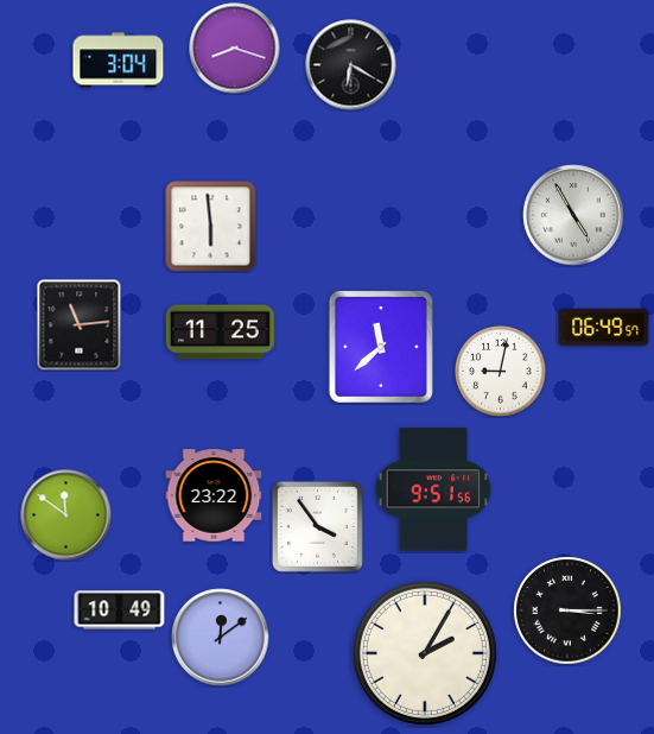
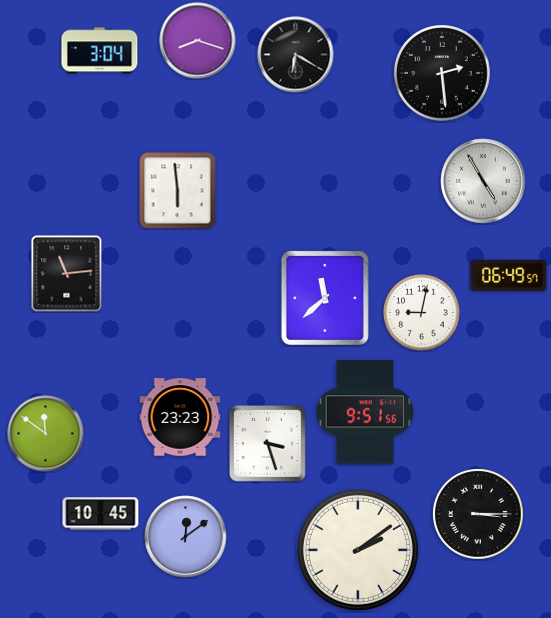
clock at (443, 74): none -> 2:29
clock at (220, 333): 11:25 -> none
clock at (381, 347) position: (381, 347) -> (325, 298)
clock at (214, 495): 23:22 -> 23:23
clock at (66, 515) position: (66, 515) -> (46, 434)
clock at (317, 526): 3:54 -> 3:27
clock at (120, 610): 10:49 -> 10:45
clock at (425, 653): 2:05 -> 2:09
